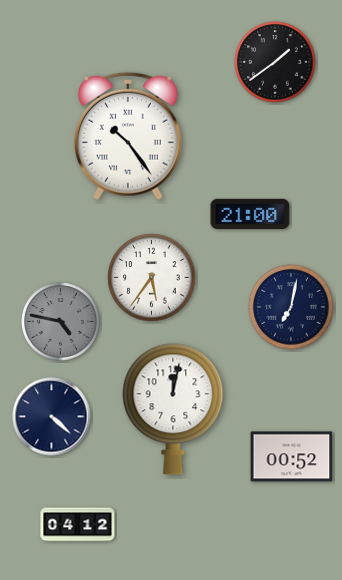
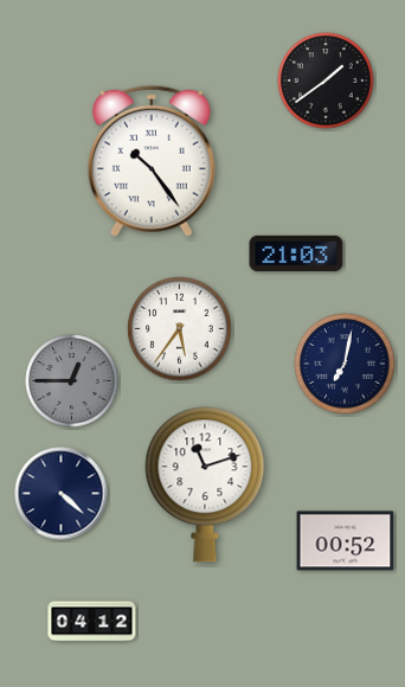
clock at (275, 62) position: (275, 62) -> (326, 81)
clock at (250, 214): 21:00 -> 21:03
clock at (61, 322): 4:47 -> 12:45
clock at (173, 409): 12:02 -> 11:12
